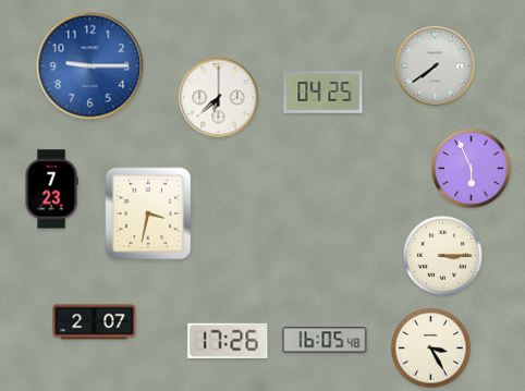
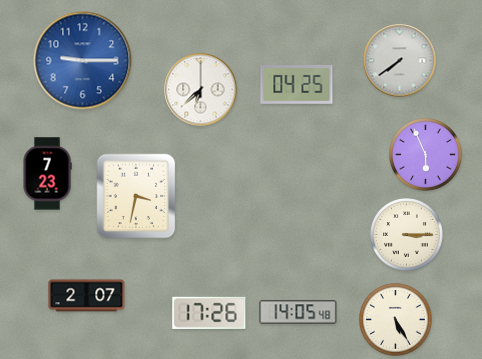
clock at (472, 169) position: (472, 169) -> (426, 155)
clock at (325, 340): 16:05 -> 14:05
clock at (431, 349): 3:25 -> 5:25
